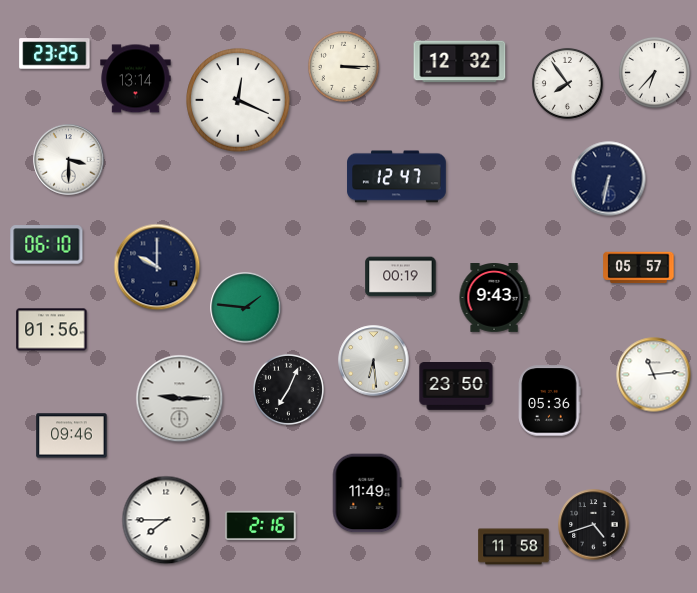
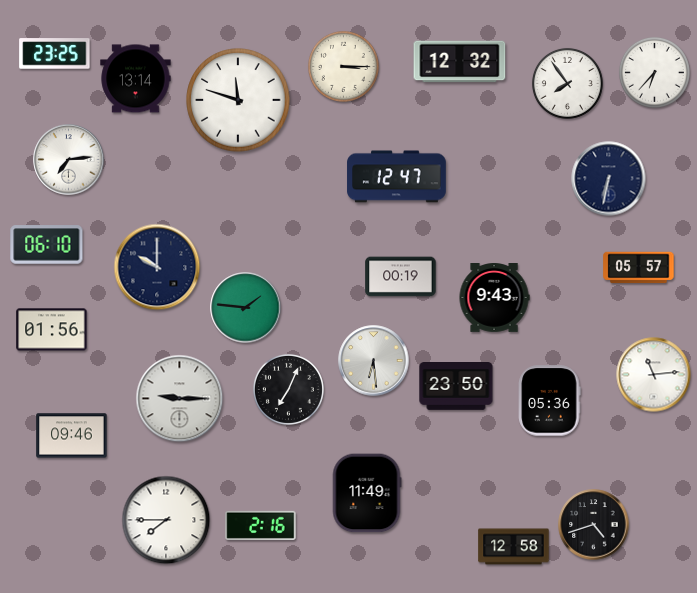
clock at (238, 100): 12:19 -> 11:48
clock at (69, 160): 3:30 -> 7:14
clock at (514, 547): 11:58 -> 12:58
